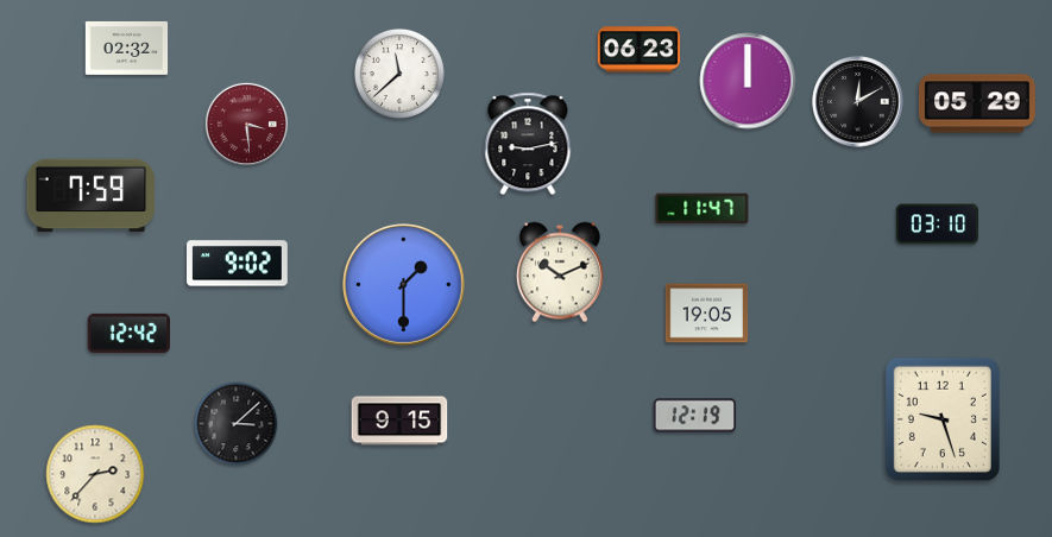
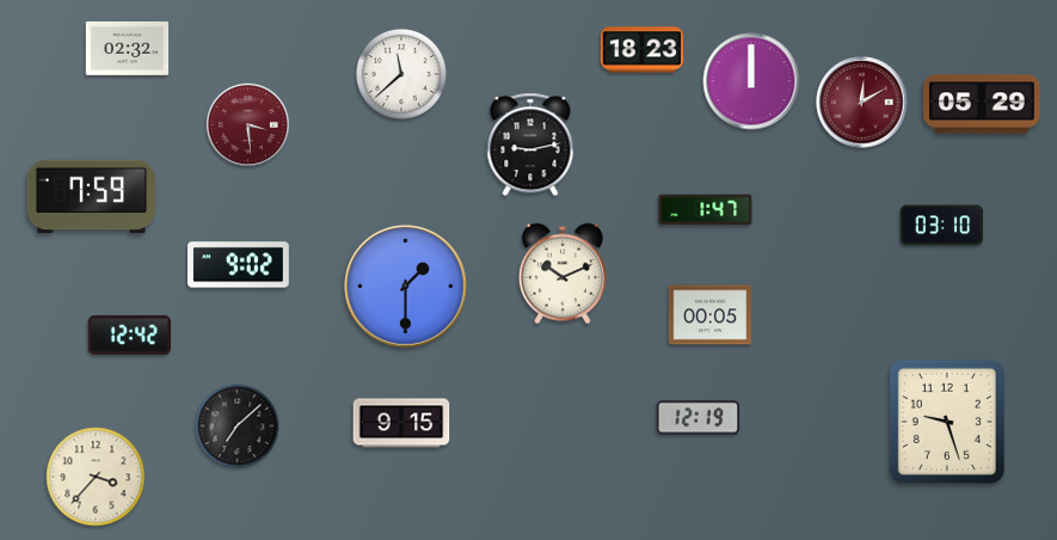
clock at (640, 50): 06:23 -> 18:23
clock at (858, 102) dial: black -> burgundy
clock at (703, 209): 11:47 -> 1:47
clock at (707, 314): 19:05 -> 00:05
clock at (237, 424): 3:08 -> 7:08
clock at (95, 474): 2:37 -> 3:37
